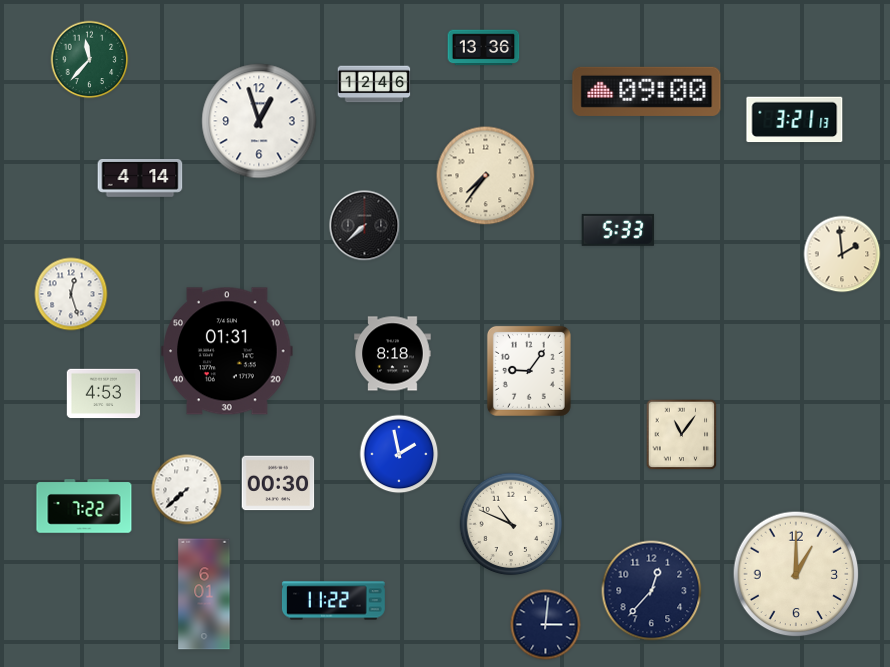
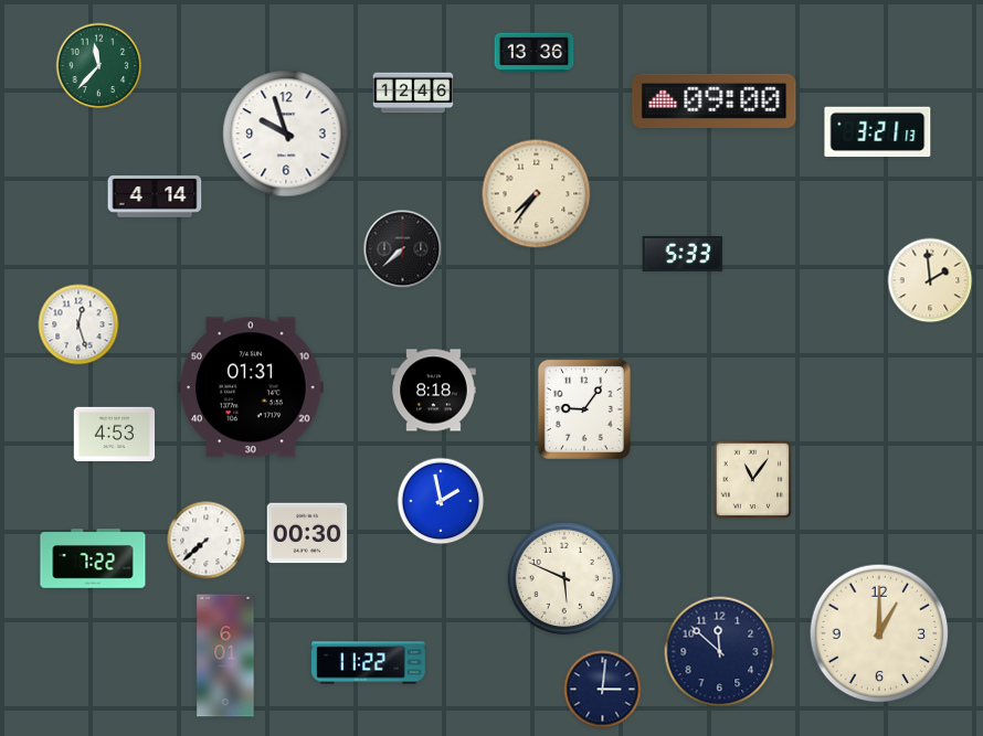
clock at (259, 121): 12:57 -> 9:57
clock at (511, 524): 10:49 -> 5:49
clock at (652, 591): 12:37 -> 11:52
